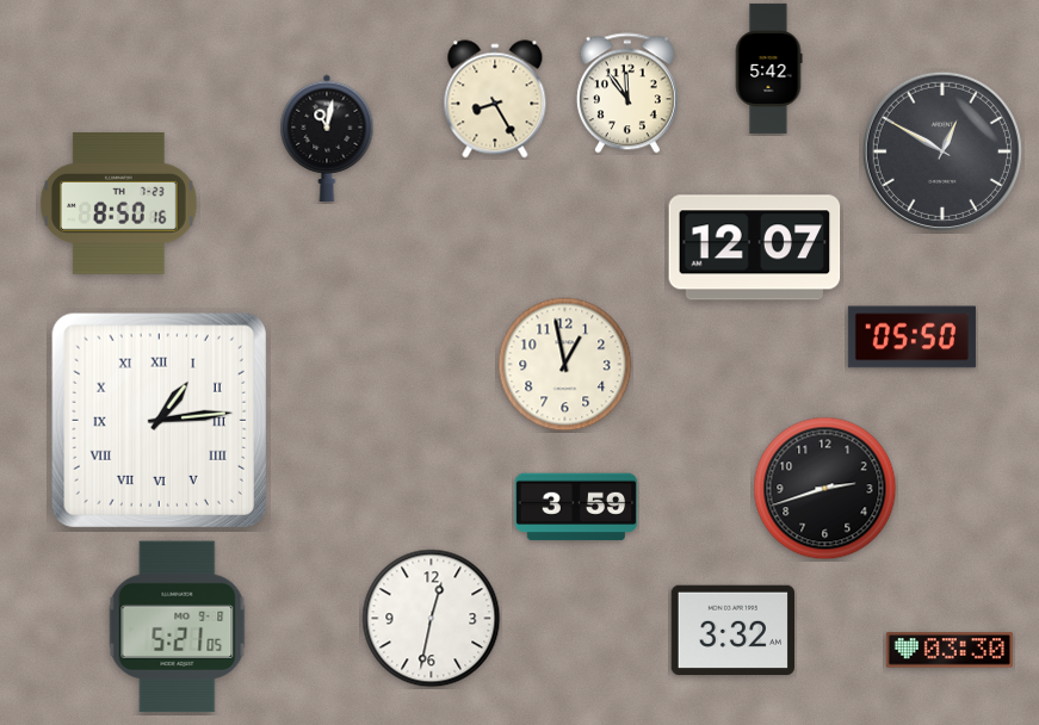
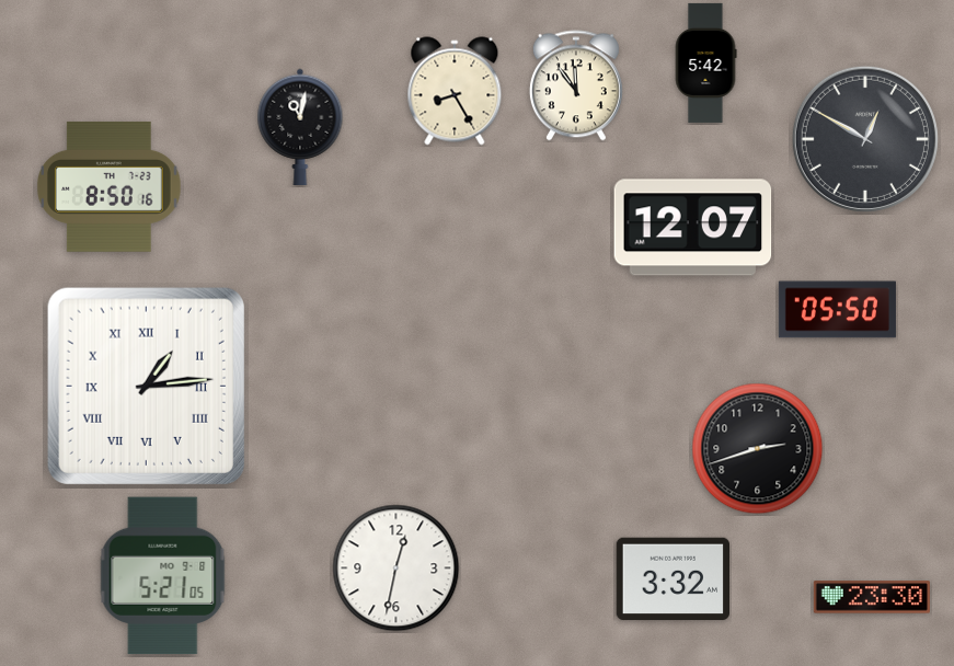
clock at (565, 365): 12:58 -> none
clock at (576, 507): 3:59 -> none
clock at (950, 650): 03:30 -> 23:30
